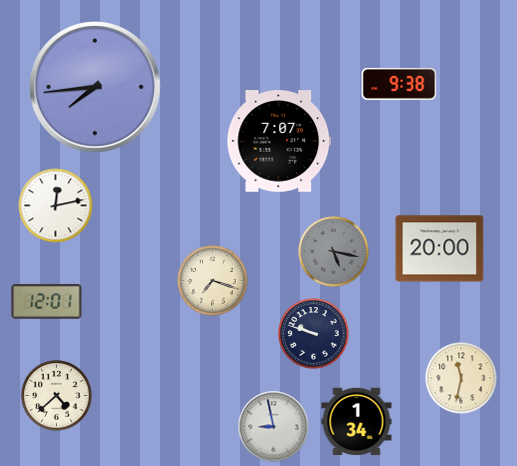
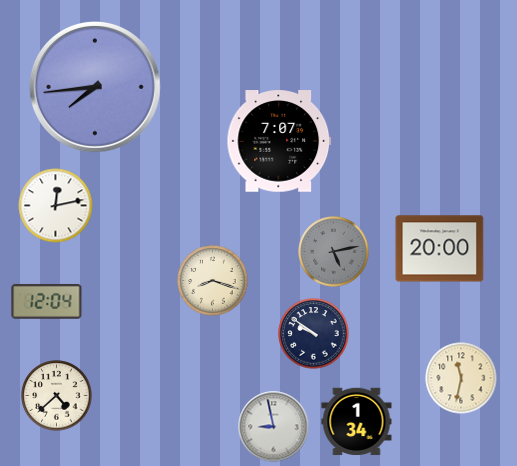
clock at (399, 84): 9:38 -> none
clock at (334, 252): 5:17 -> 5:13
clock at (213, 281): 7:18 -> 8:18
clock at (47, 301): 12:01 -> 12:04
clock at (314, 334): 9:48 -> 9:51
